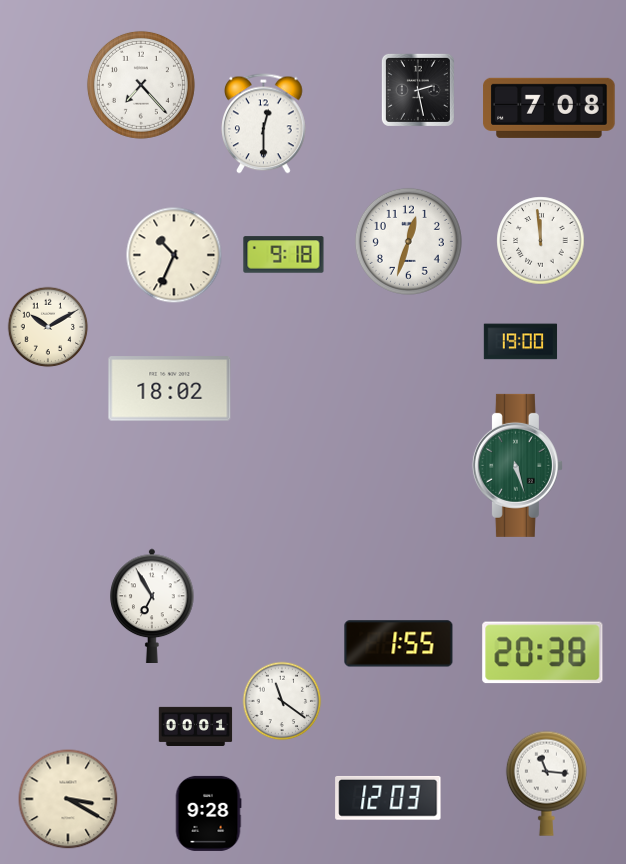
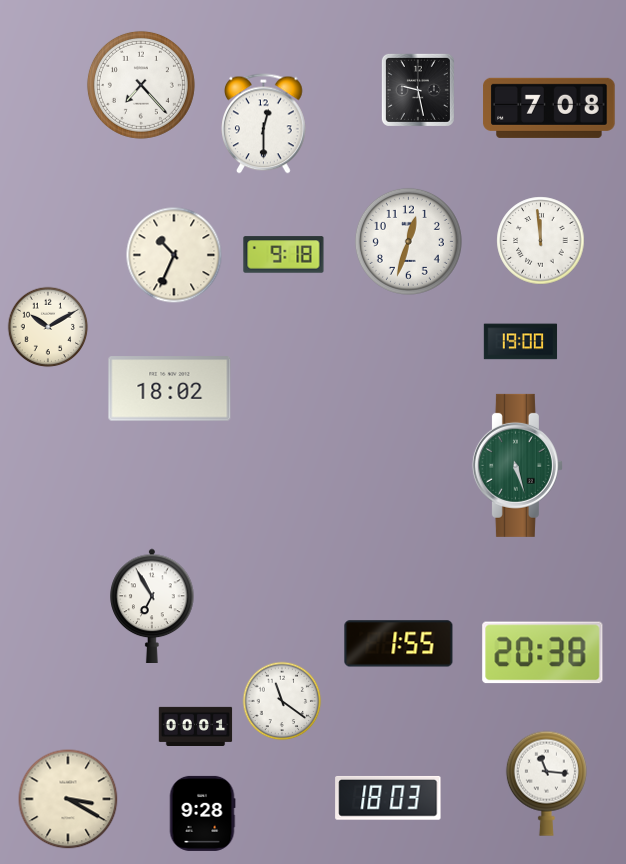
clock at (418, 90): 2:28 -> 9:28
clock at (388, 798): 12:03 -> 18:03
clock at (208, 813) position: (208, 813) -> (202, 813)
